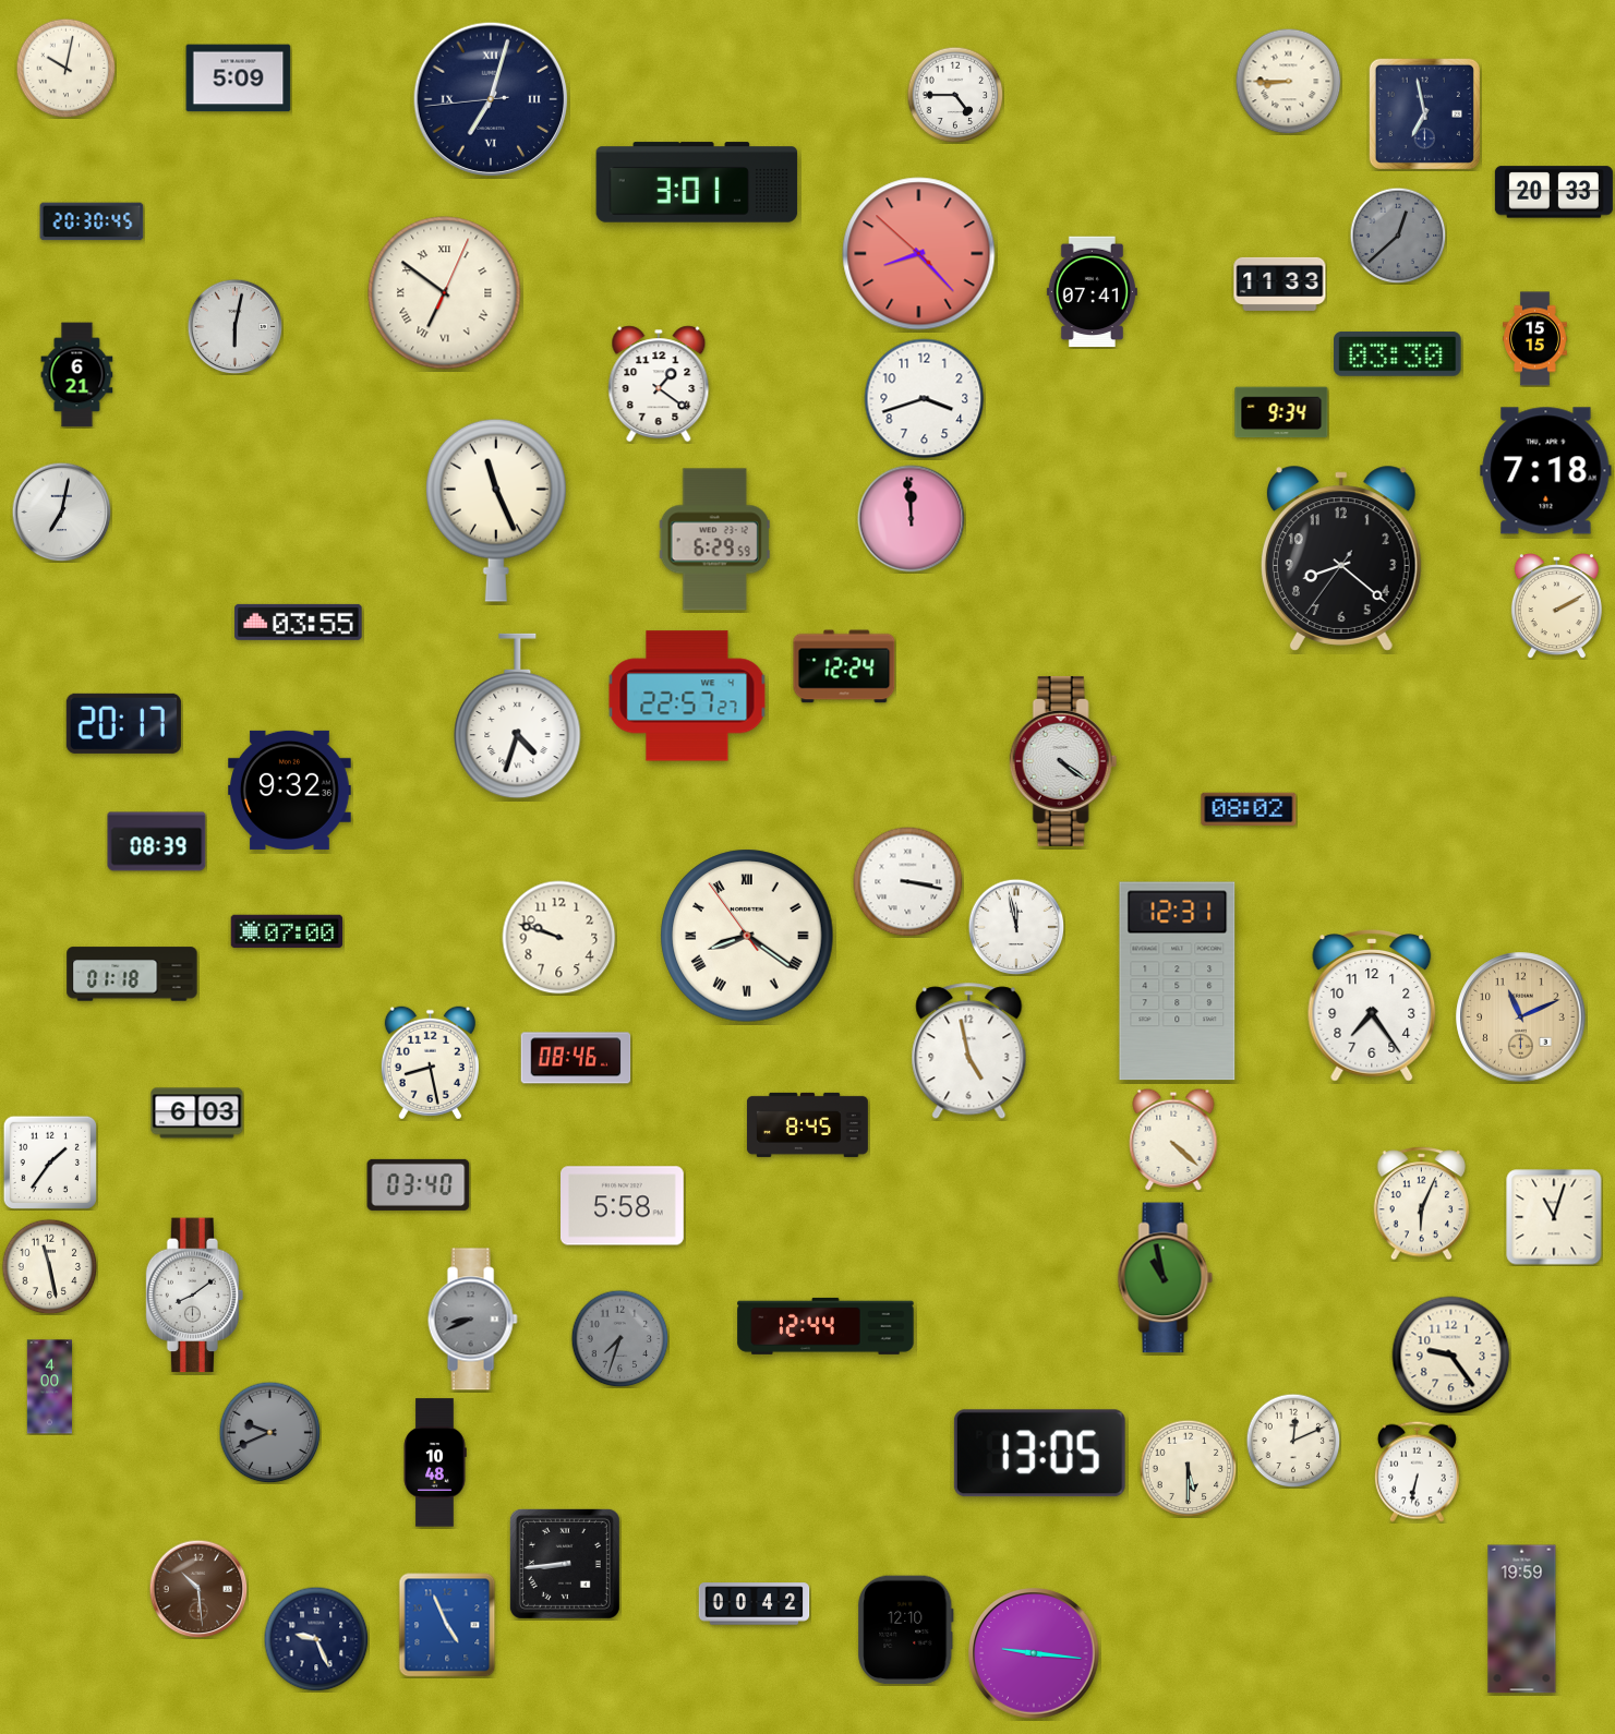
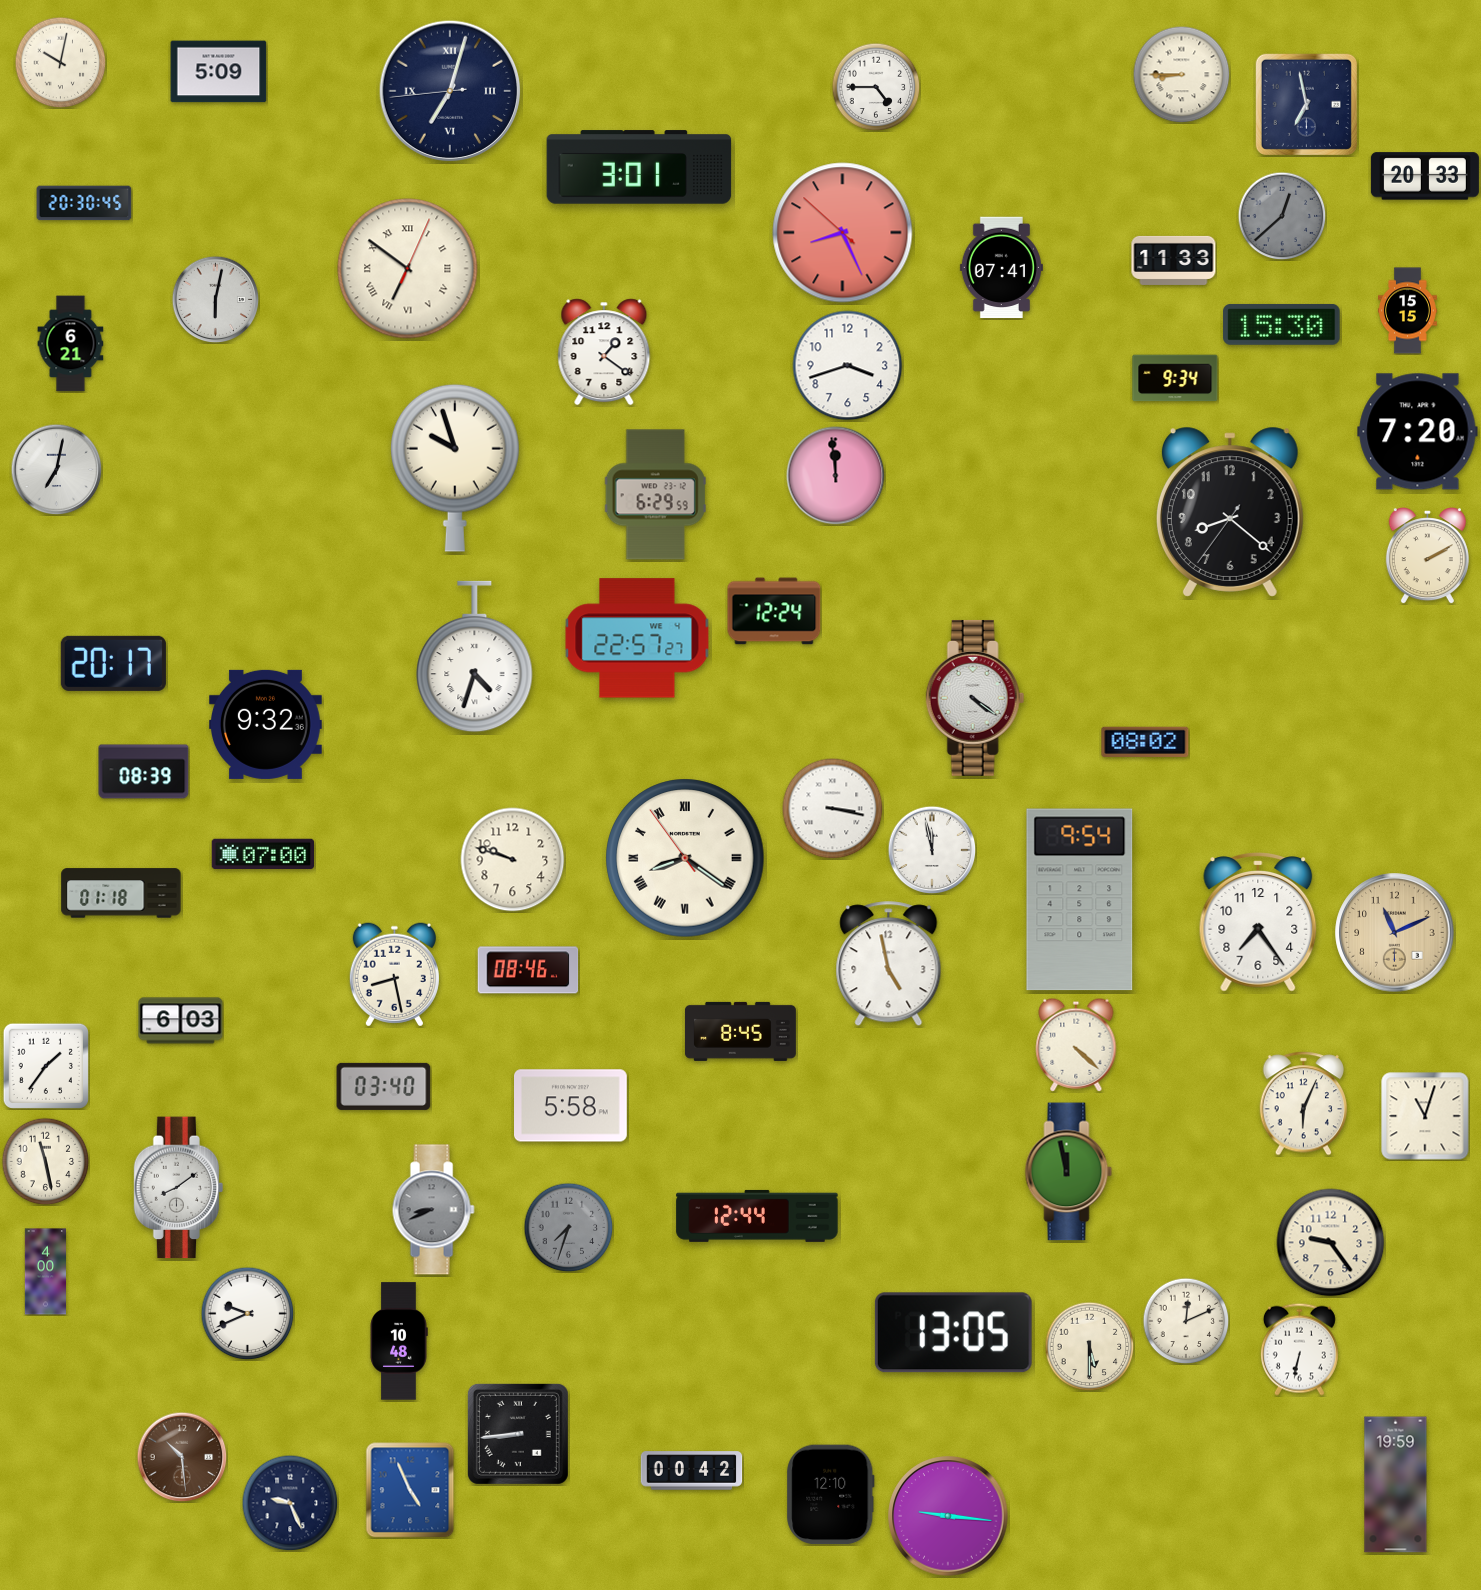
clock at (919, 254): 8:22 -> 8:25
clock at (1398, 353): 03:30 -> 15:30
clock at (1546, 471): 7:18 -> 7:20
clock at (496, 510): 11:26 -> 9:57
clock at (299, 622): 03:55 -> none
clock at (687, 696) position: (687, 696) -> (637, 638)
clock at (1178, 982): 12:31 -> 9:54
clock at (1166, 1278): 10:58 -> 11:58
clock at (269, 1432) dial: grey -> white
